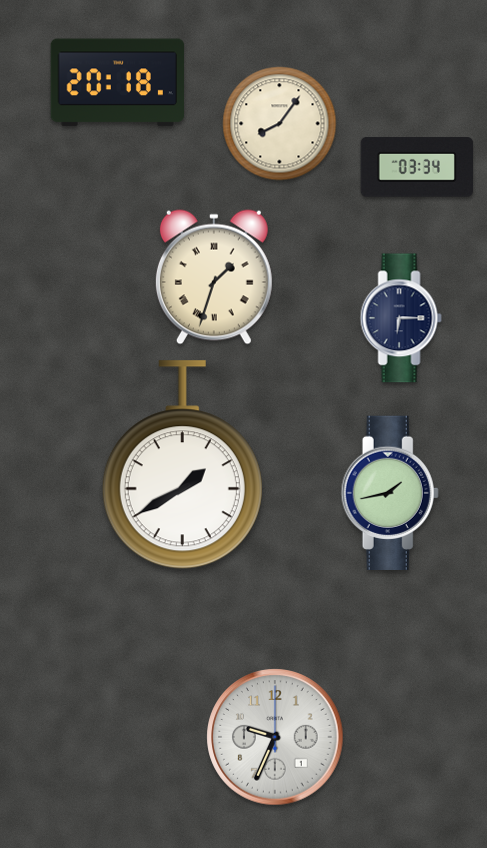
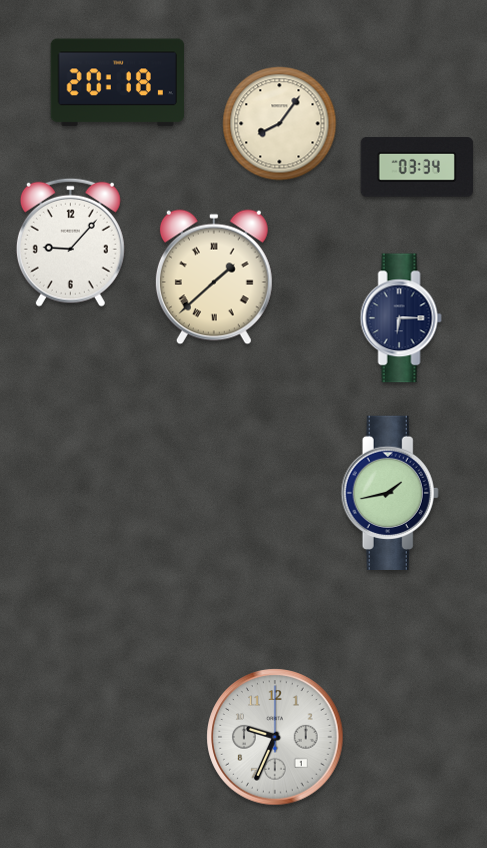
clock at (70, 242): none -> 9:07
clock at (214, 277): 1:33 -> 1:38
clock at (182, 465): 1:40 -> none
